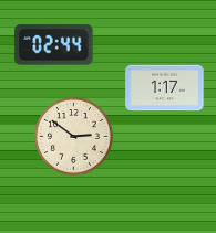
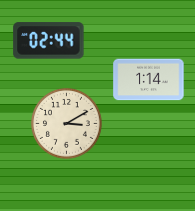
clock at (165, 88): 1:17 -> 1:14
clock at (73, 136): 2:51 -> 3:10
